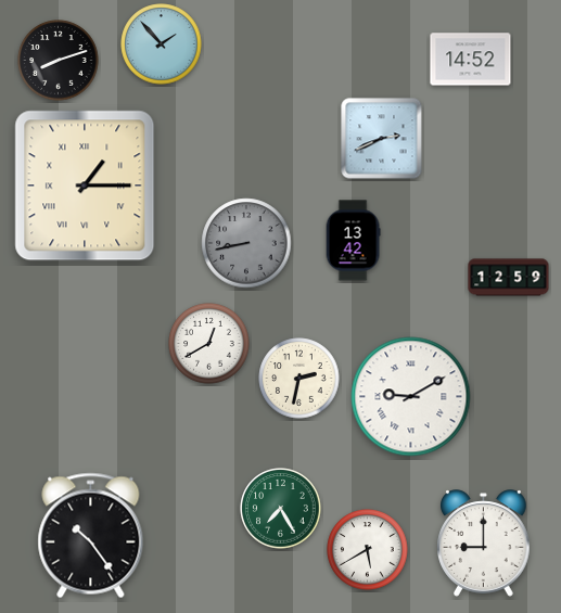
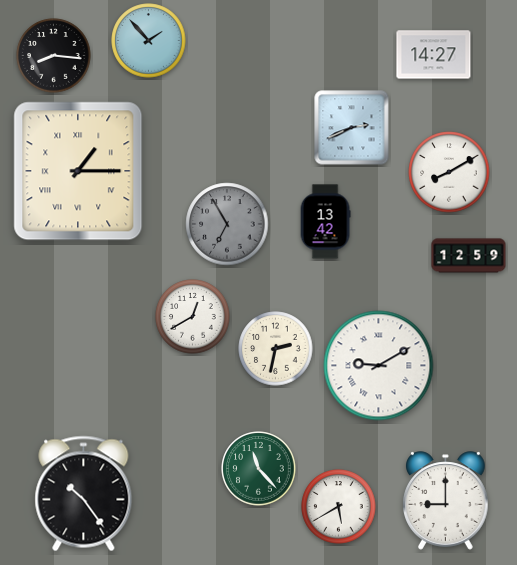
clock at (471, 60): 14:52 -> 14:27
clock at (59, 61): 8:12 -> 8:16
clock at (449, 172): none -> 8:10
clock at (246, 243): 8:43 -> 6:55
clock at (281, 509): 7:25 -> 11:23
